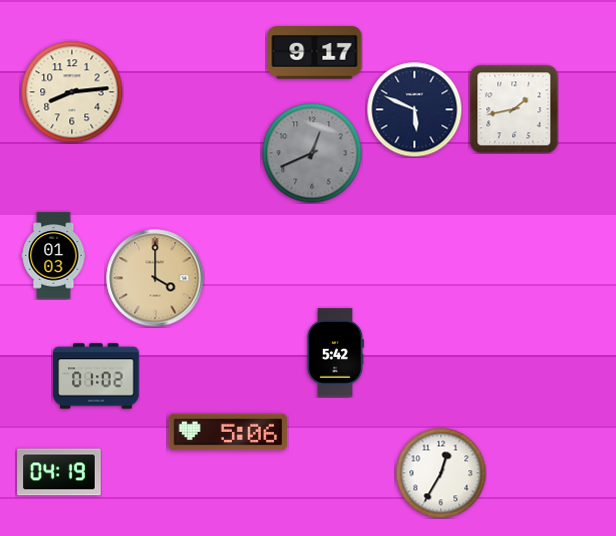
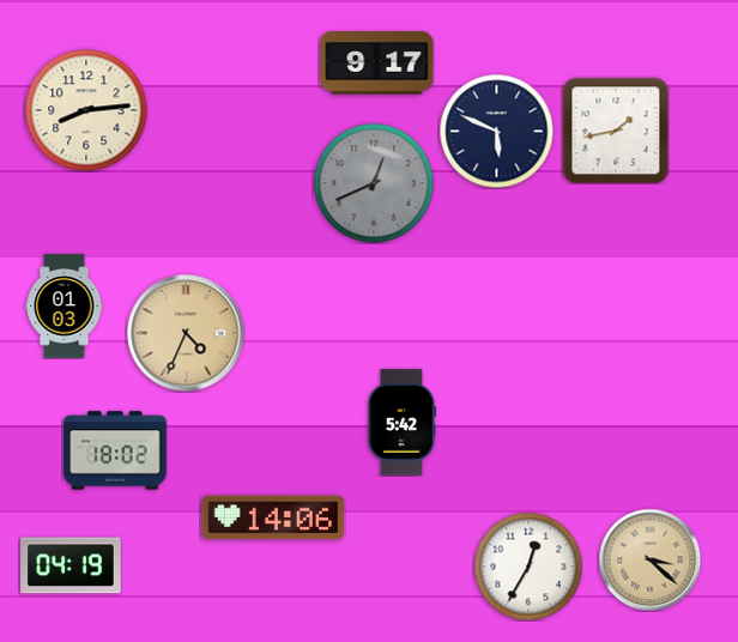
clock at (155, 278): 4:00 -> 4:34
clock at (96, 376): 01:02 -> 18:02
clock at (228, 432): 5:06 -> 14:06
clock at (649, 559): none -> 3:22
